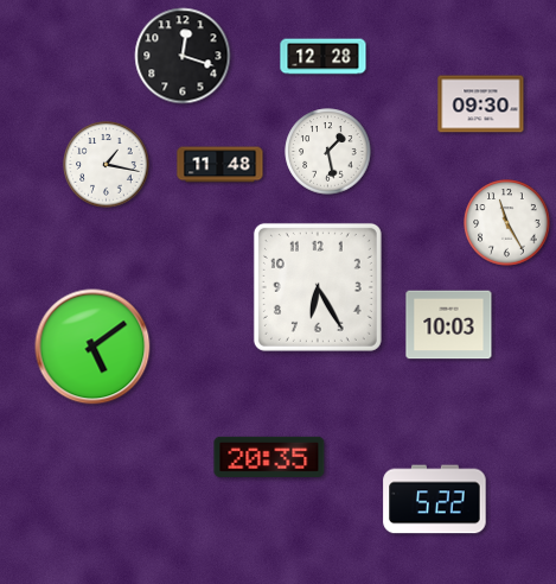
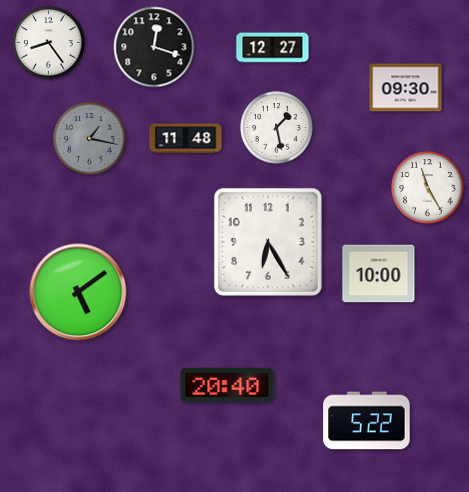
clock at (49, 43): none -> 8:24
clock at (324, 57): 12:28 -> 12:27
clock at (107, 165) dial: white -> grey
clock at (449, 325): 10:03 -> 10:00
clock at (269, 457): 20:35 -> 20:40
